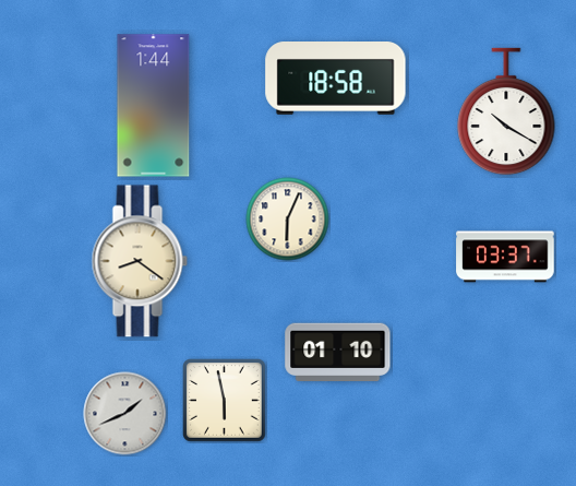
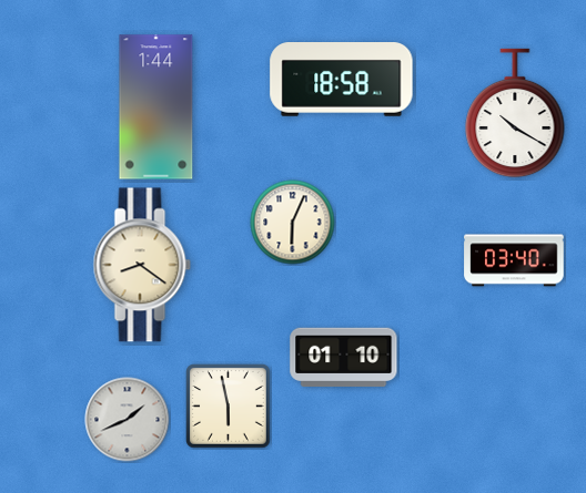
clock at (505, 257): 03:37 -> 03:40
